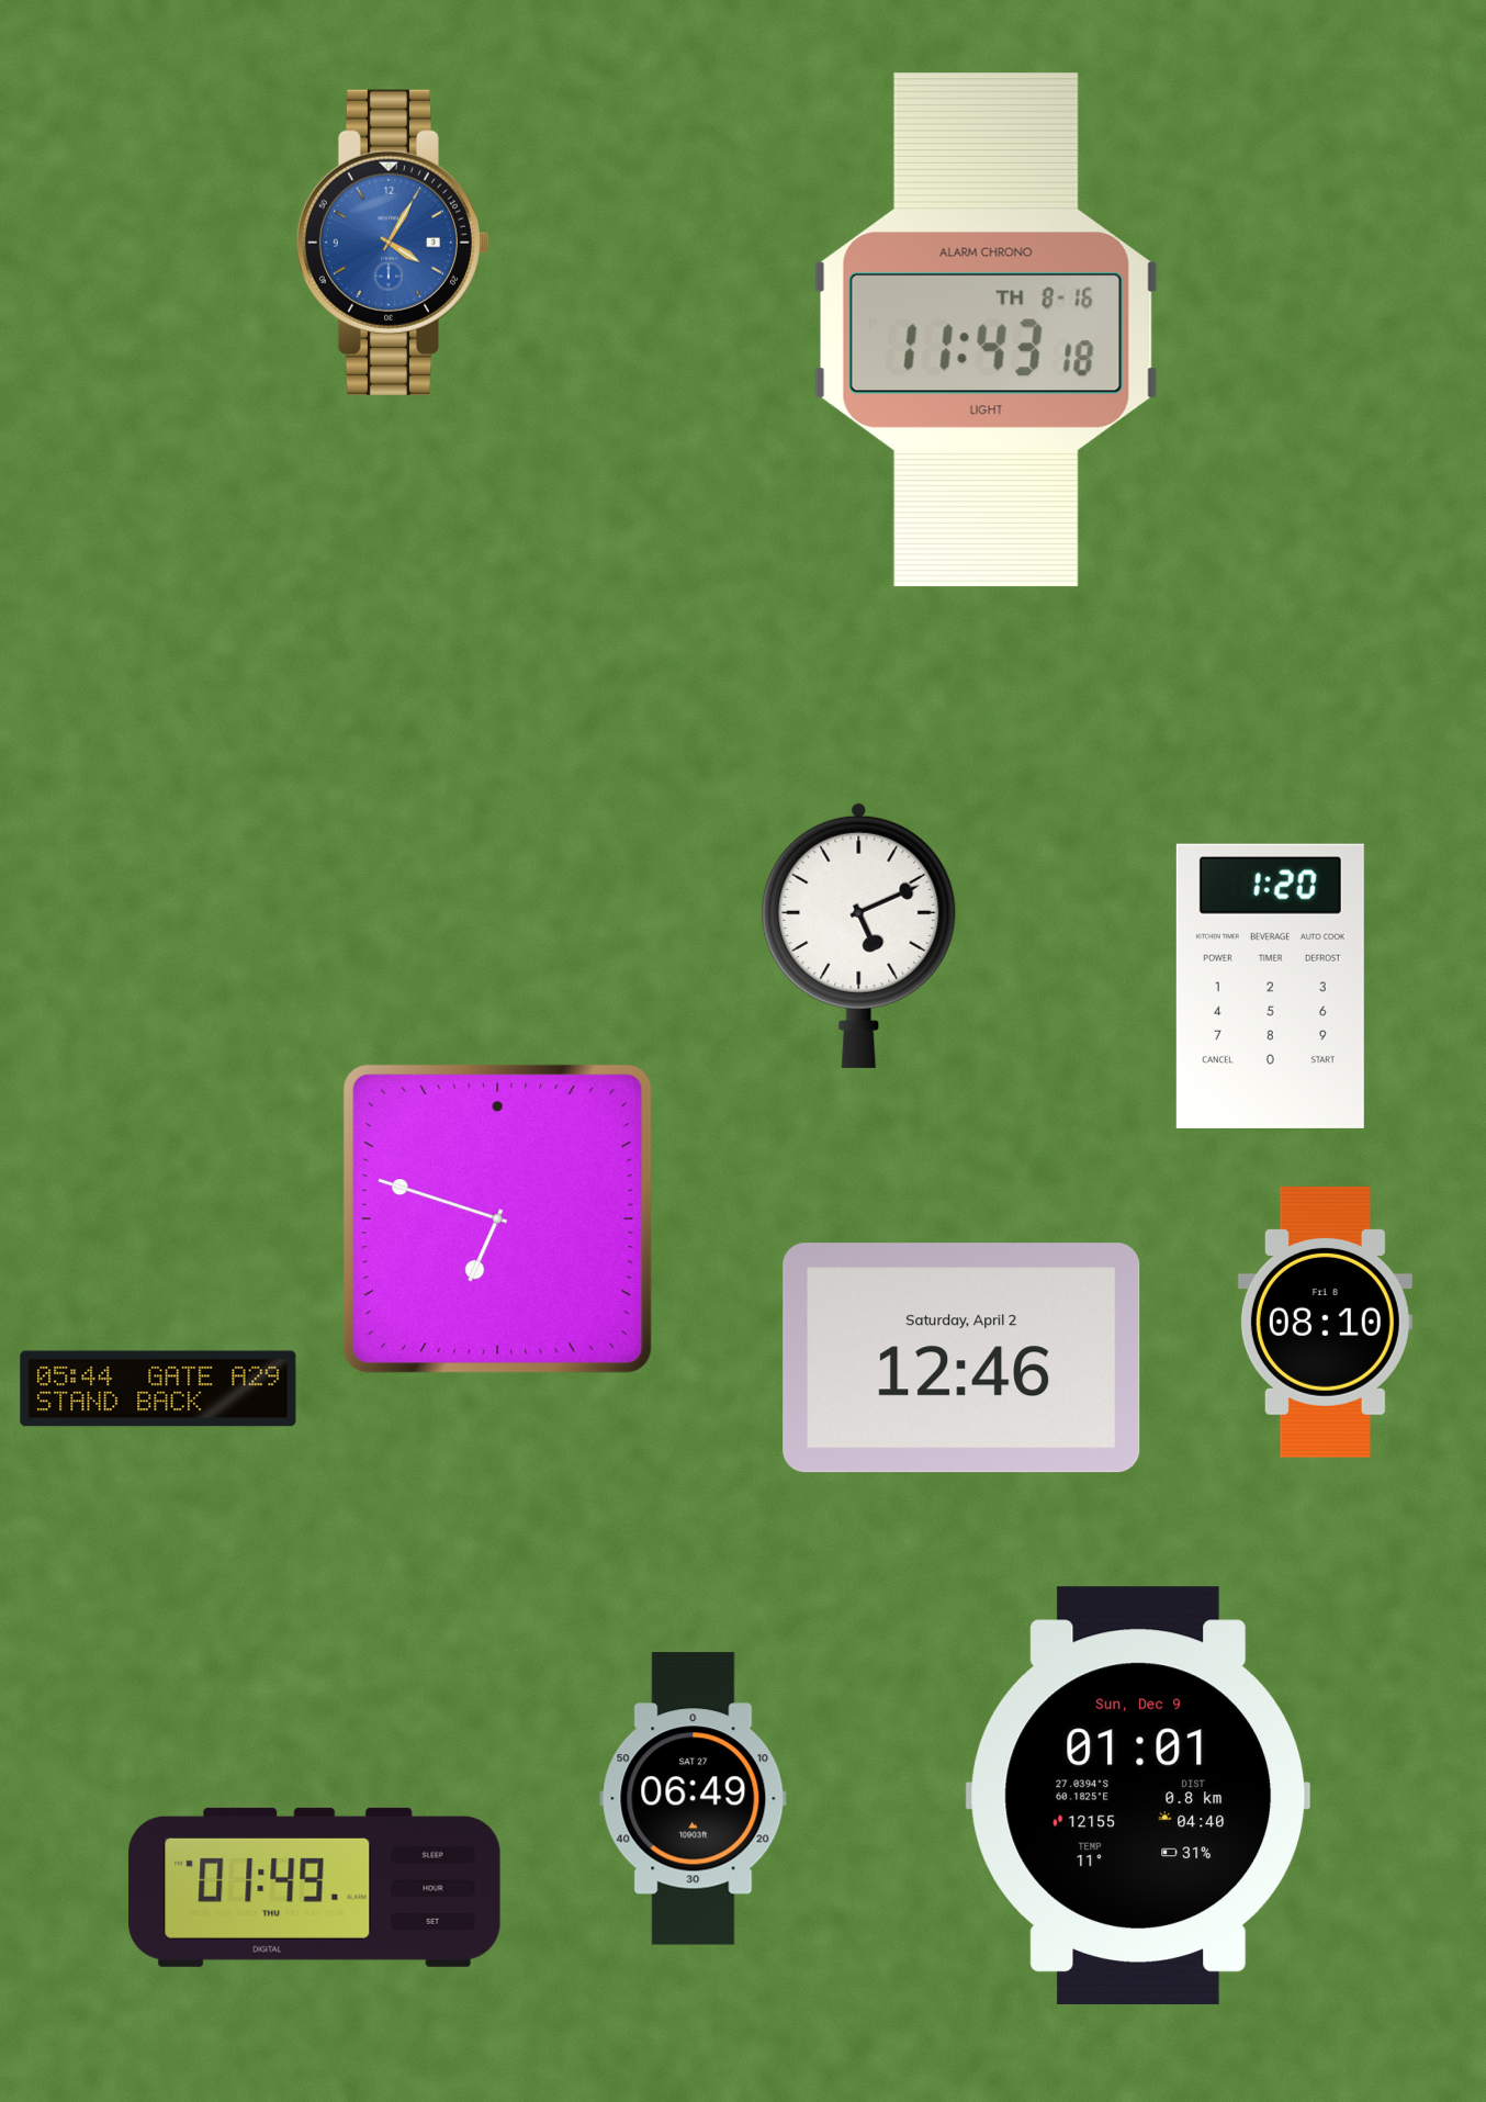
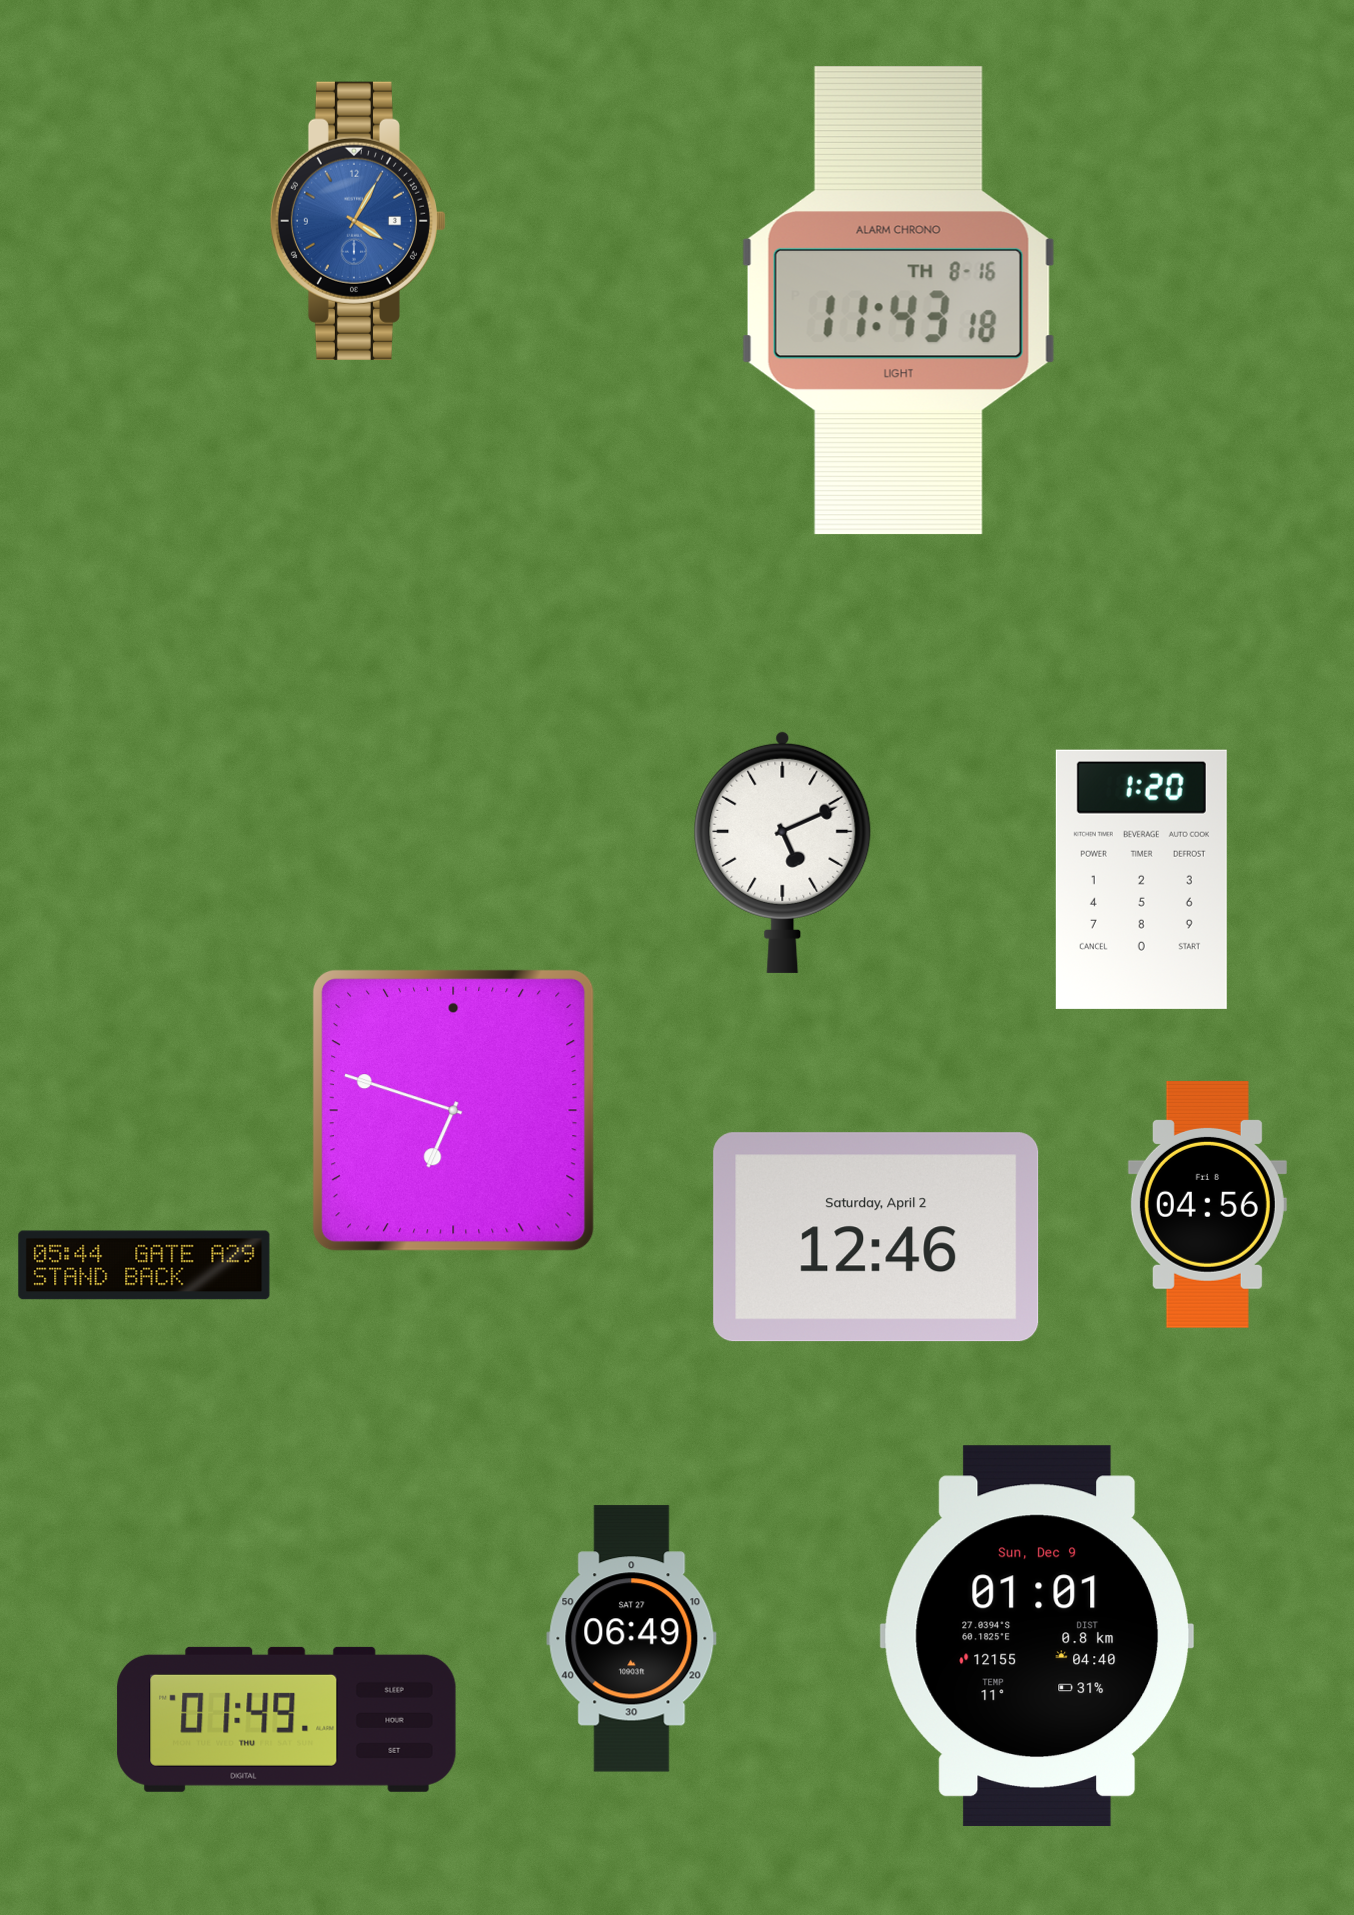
clock at (1270, 986) position: (1270, 986) -> (1141, 879)
clock at (1325, 1322): 08:10 -> 04:56
